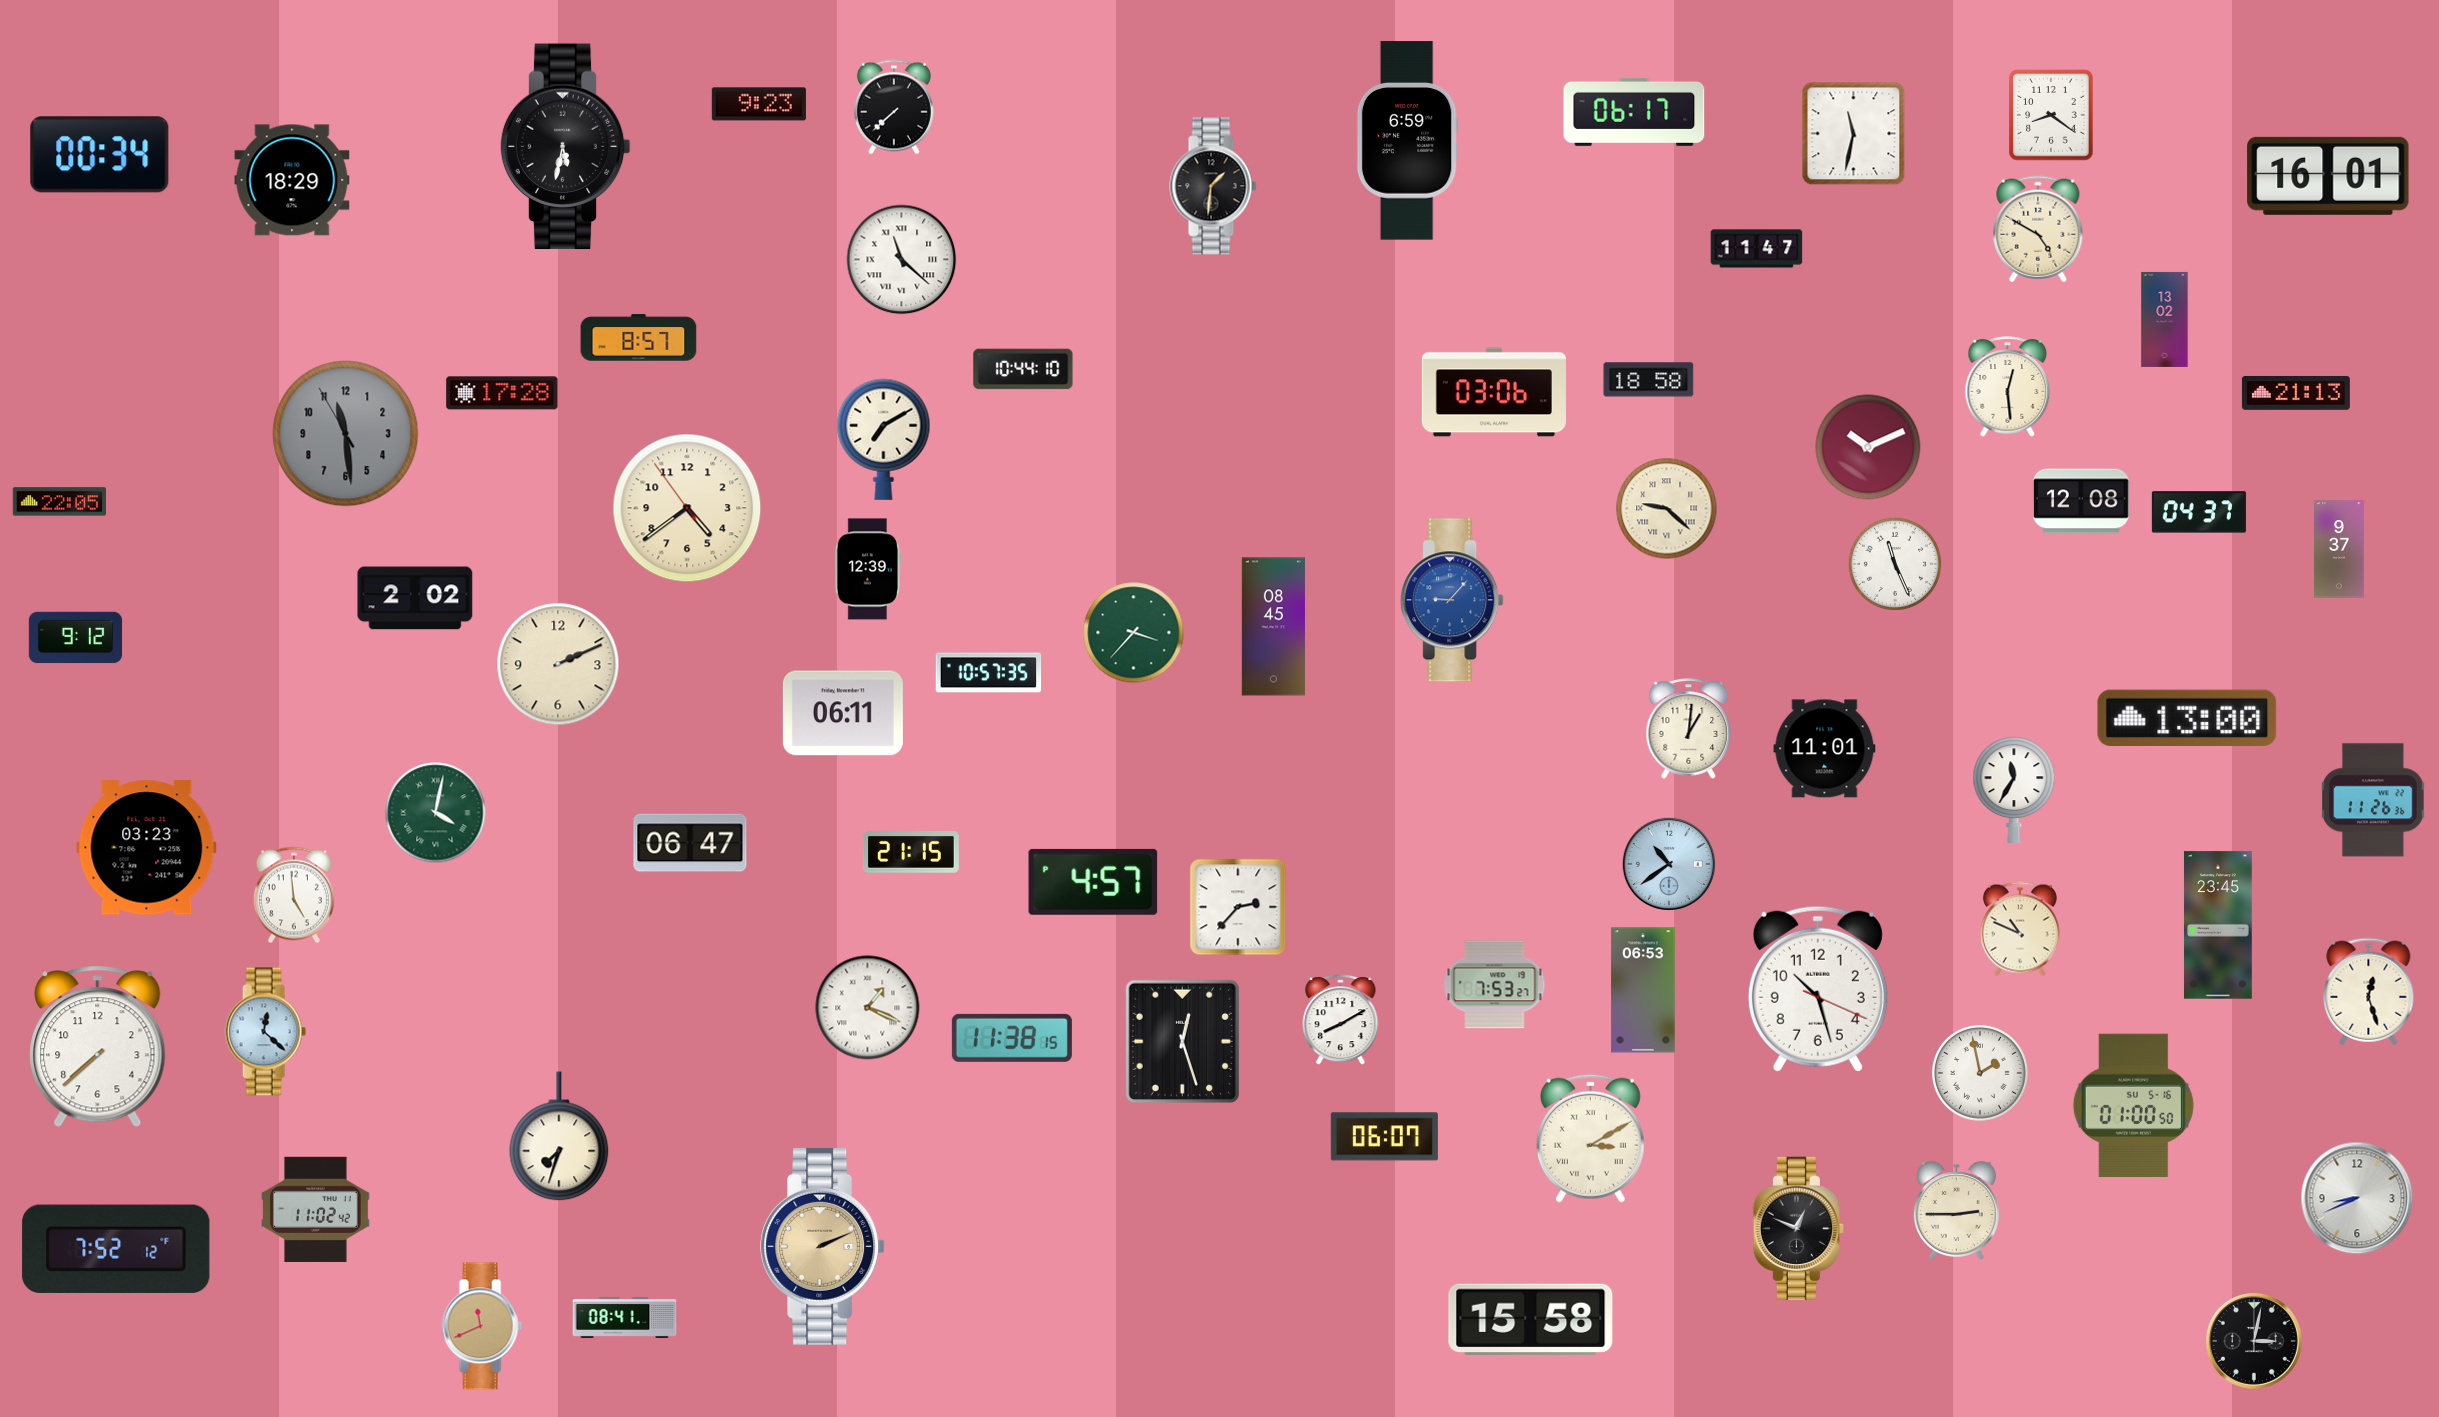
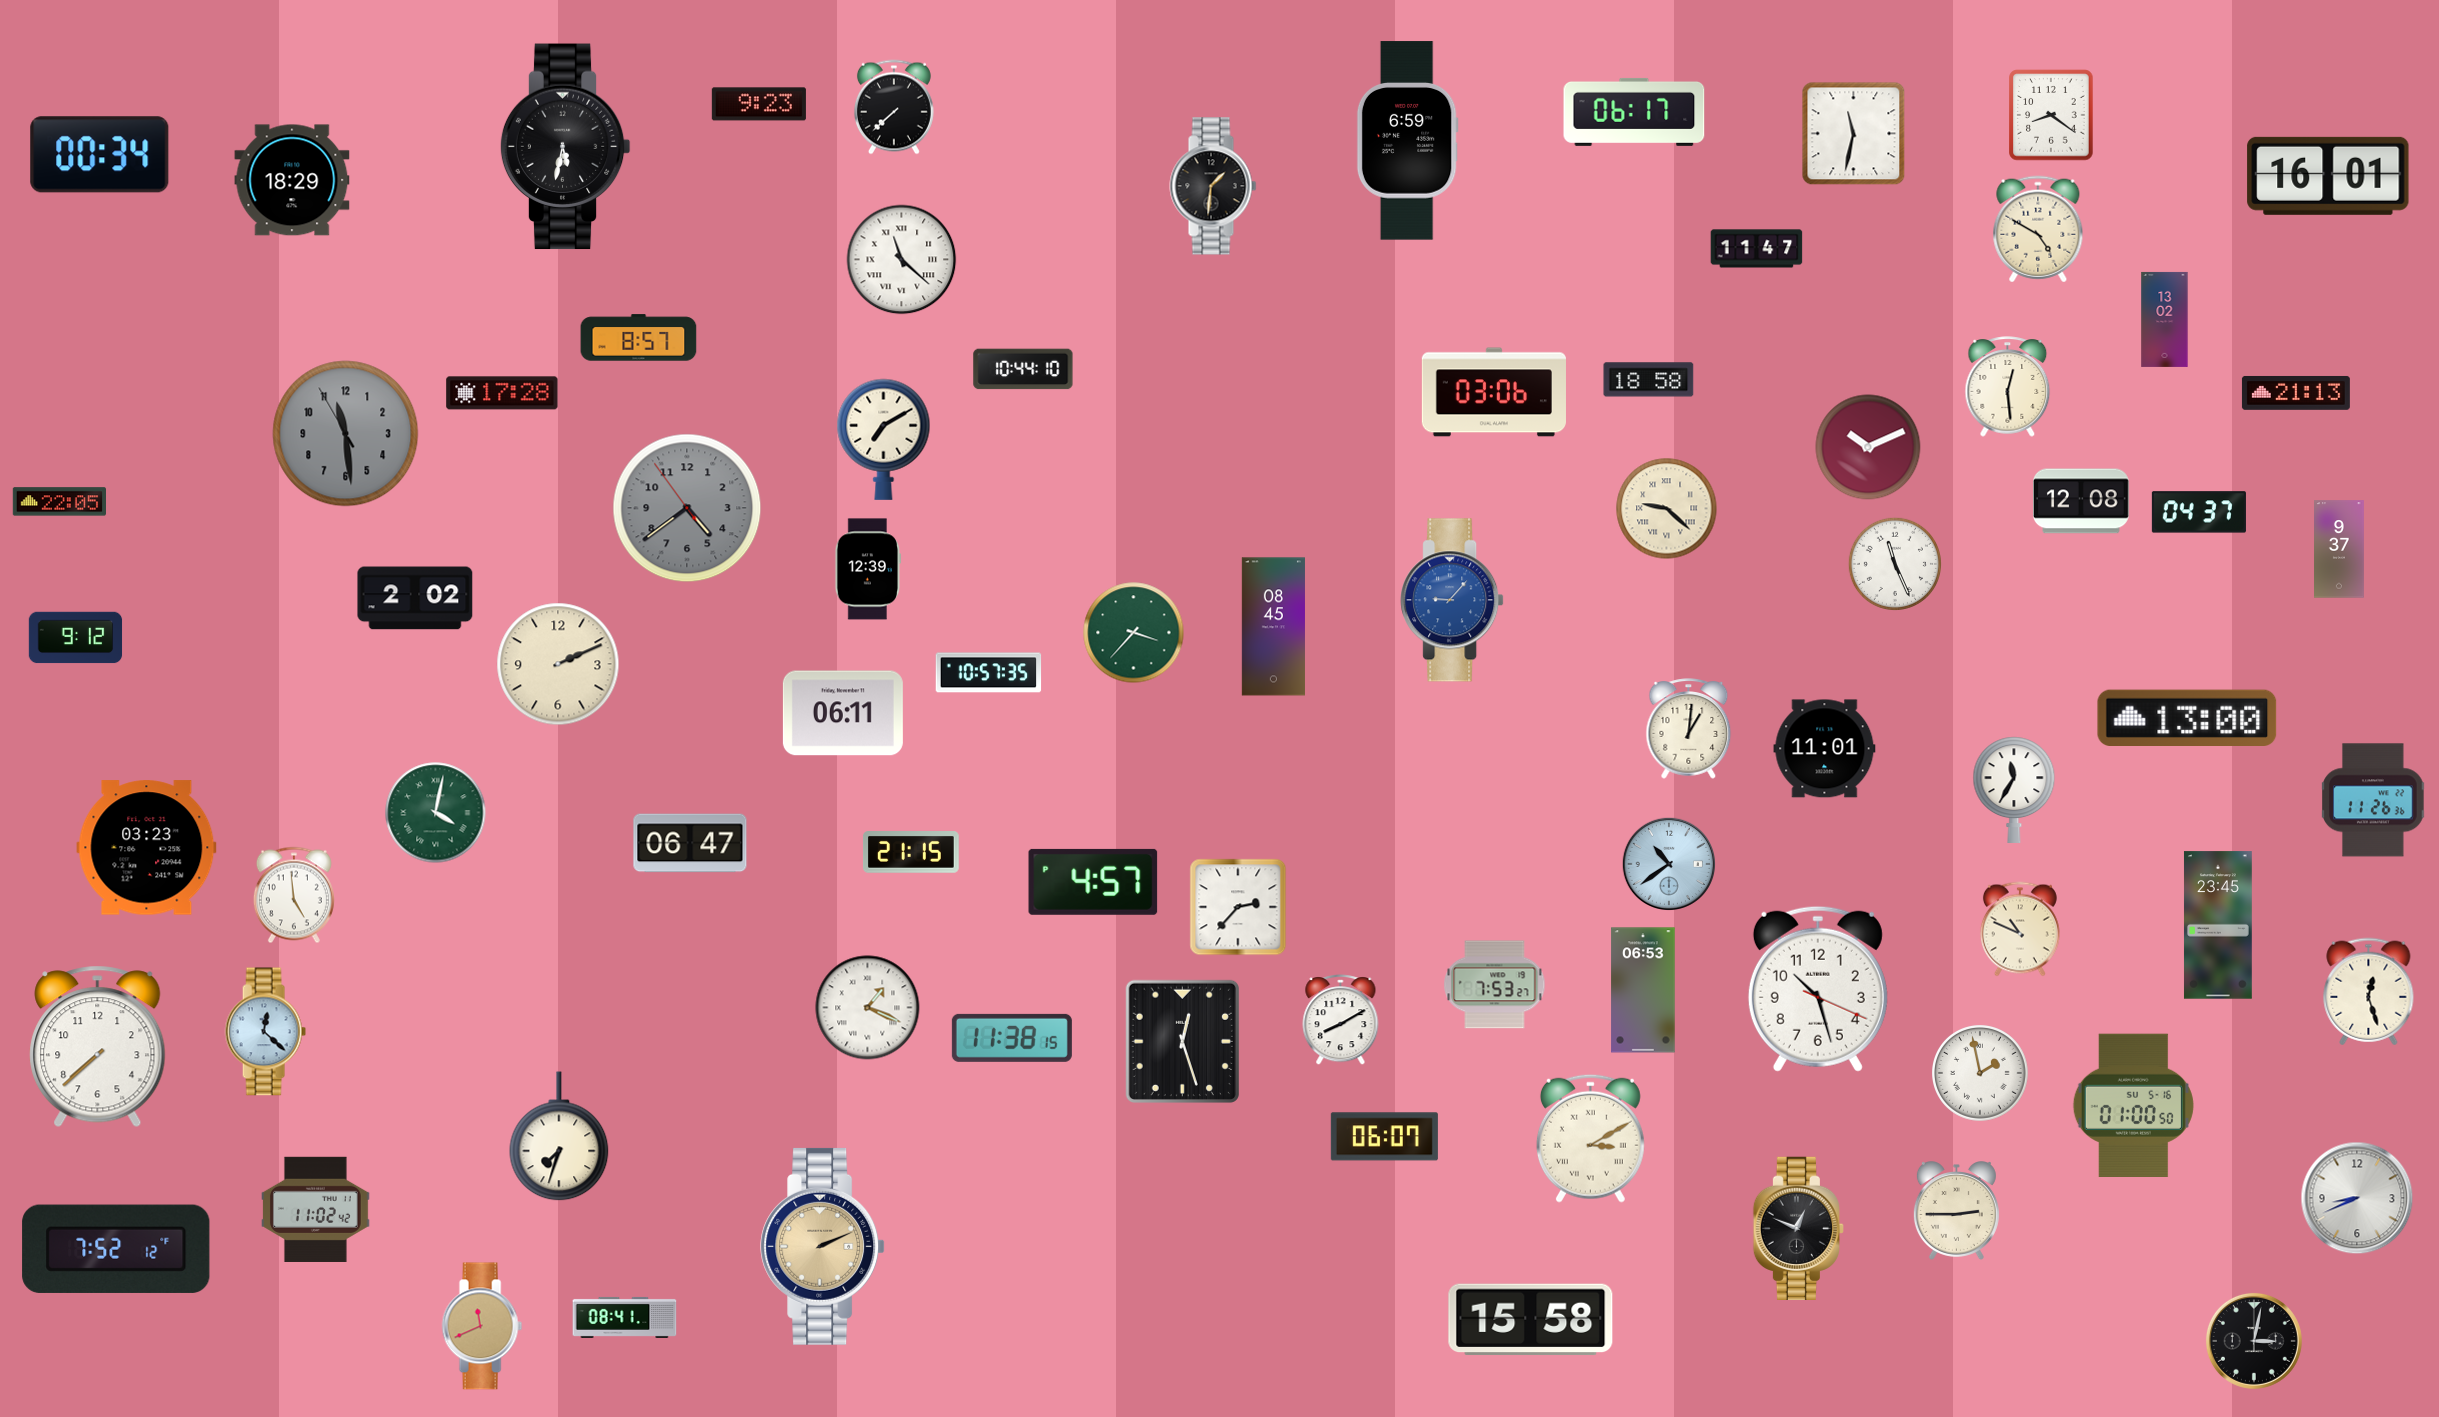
clock at (687, 508) dial: cream -> grey
